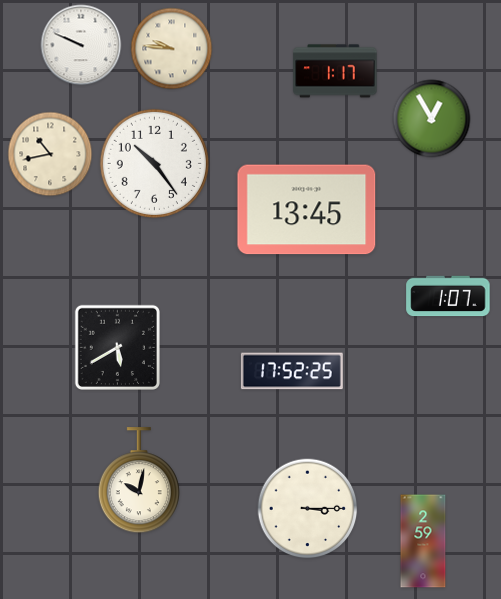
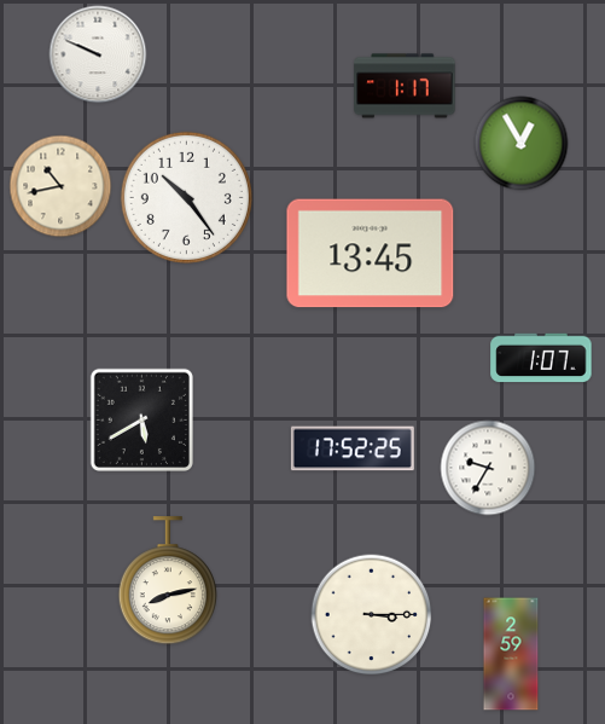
clock at (172, 49): 9:46 -> none
clock at (488, 468): none -> 9:35
clock at (139, 481): 10:02 -> 8:13
